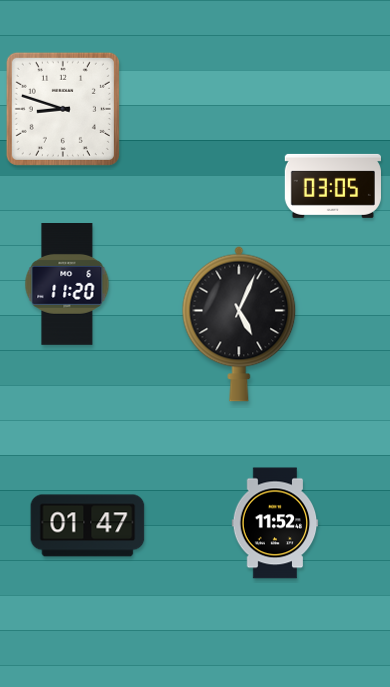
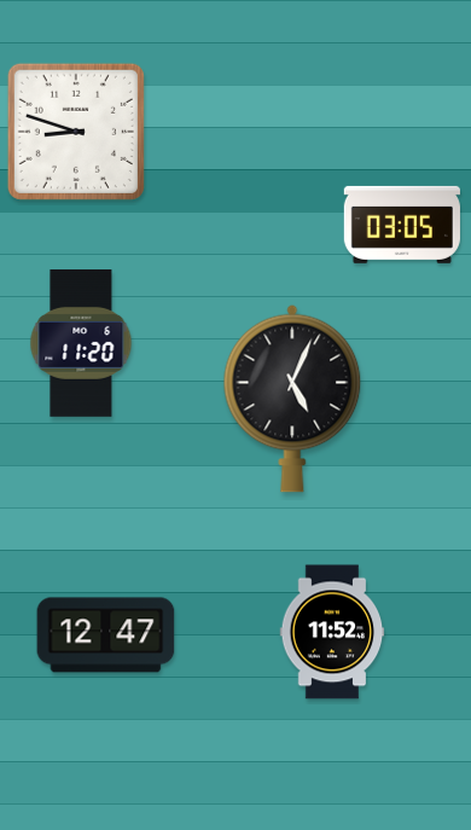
clock at (239, 324) position: (239, 324) -> (292, 399)
clock at (88, 526): 01:47 -> 12:47
